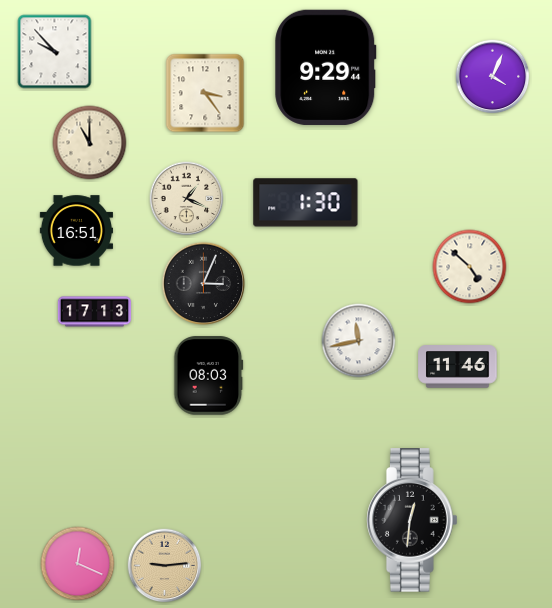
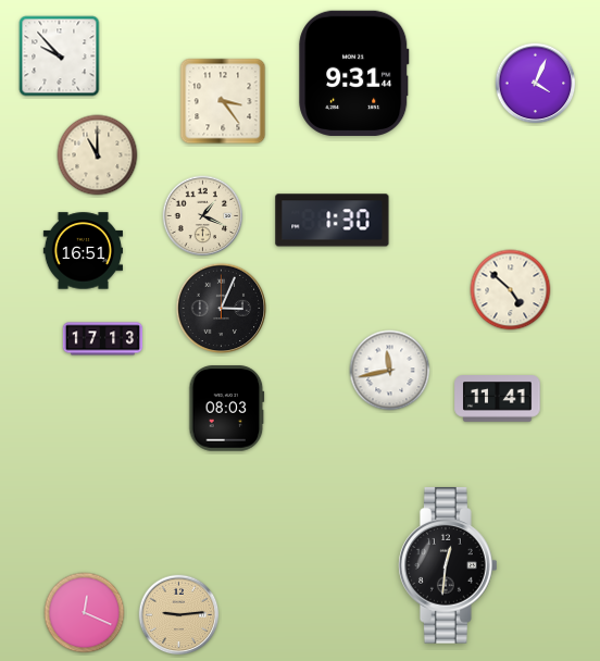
clock at (326, 67): 9:29 -> 9:31
clock at (458, 367): 11:46 -> 11:41
